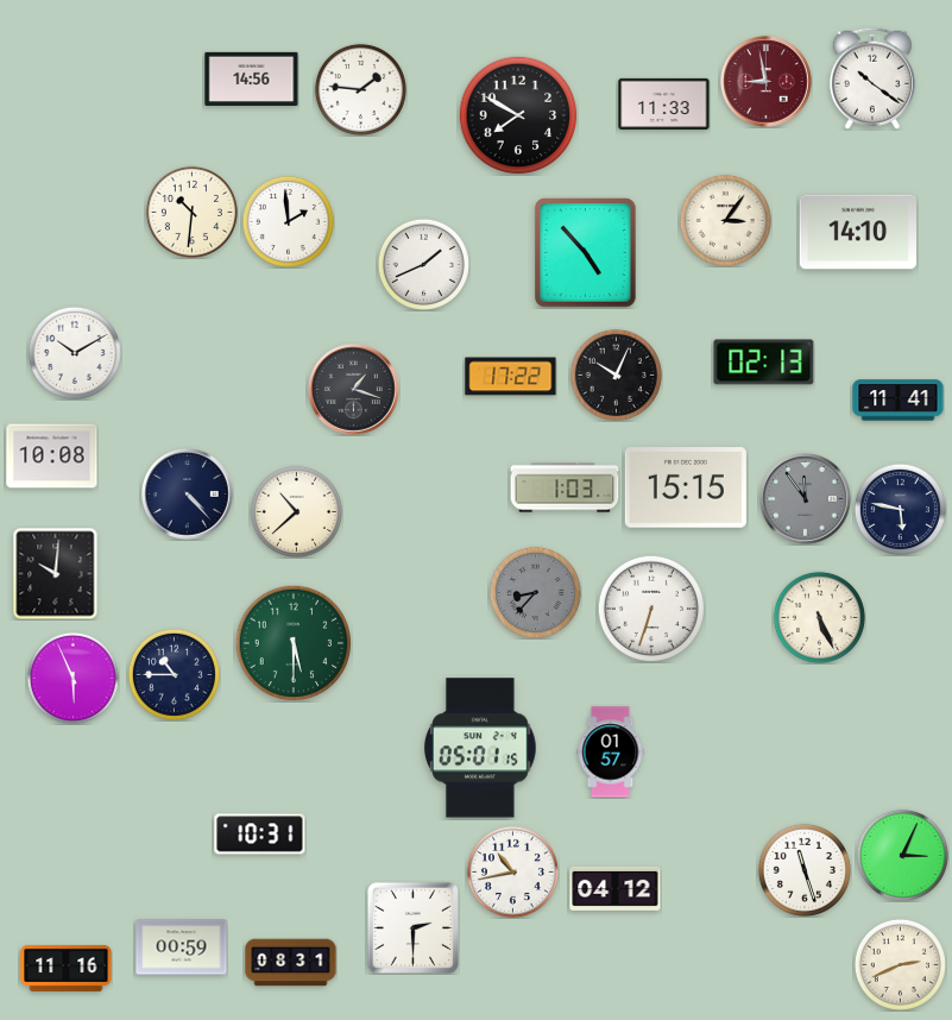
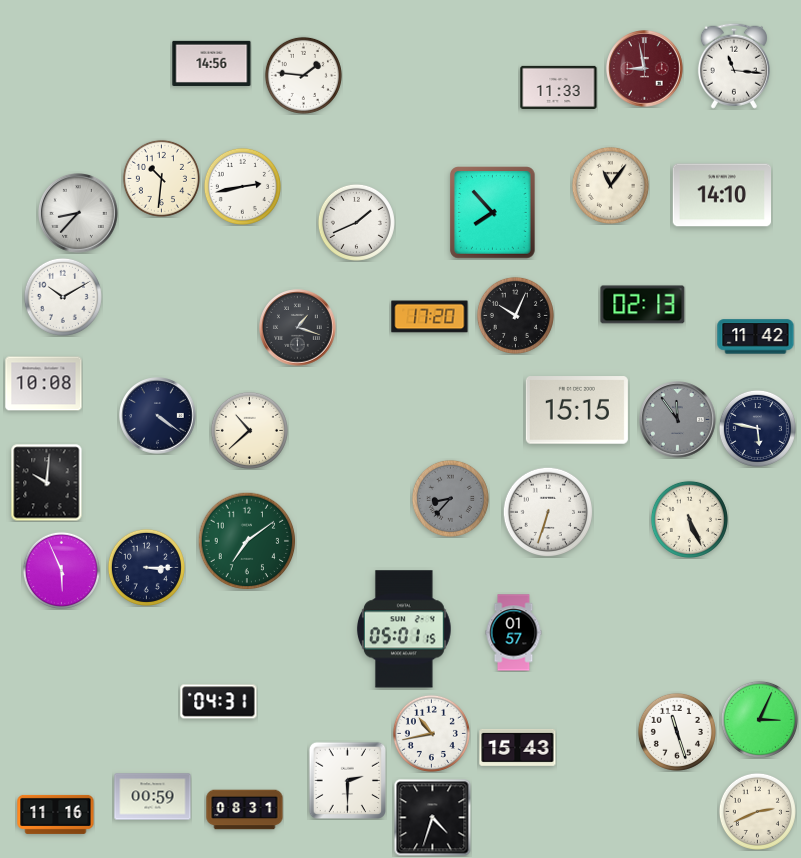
clock at (252, 78) position: (252, 78) -> (212, 63)
clock at (872, 78): 10:21 -> 11:16
clock at (518, 115): 7:50 -> none
clock at (725, 220): 3:06 -> 11:06
clock at (288, 221): 1:59 -> 2:43
clock at (586, 253): 4:53 -> 7:53
clock at (79, 214): none -> 8:37
clock at (616, 374) position: (616, 374) -> (515, 315)
clock at (511, 377): 17:22 -> 17:20
clock at (899, 401): 11:41 -> 11:42
clock at (565, 487): 1:03 -> none
clock at (188, 495): 4:23 -> 4:21
clock at (294, 643): 5:30 -> 7:09
clock at (174, 674): 10:45 -> 3:15
clock at (260, 835): 10:31 -> 04:31
clock at (616, 888): 04:12 -> 15:43
clock at (432, 817): none -> 4:33
